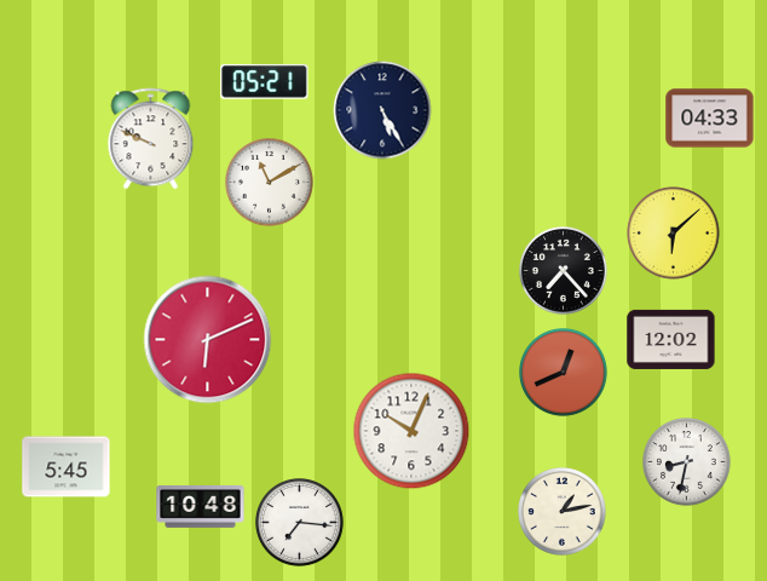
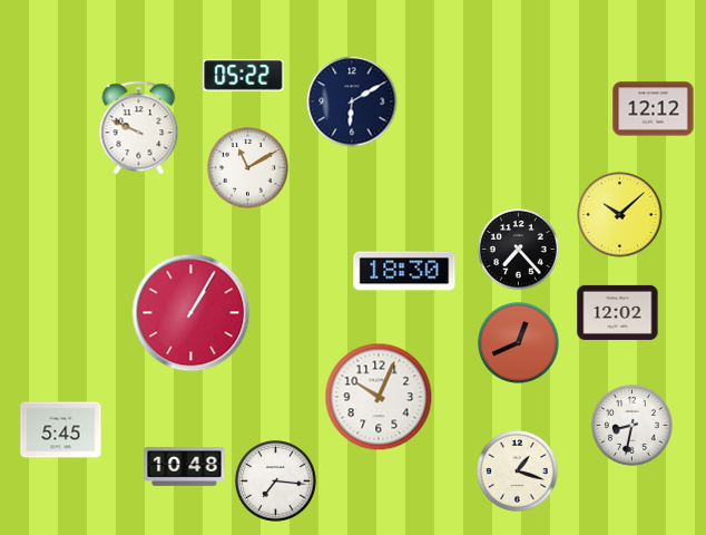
clock at (265, 82): 05:21 -> 05:22
clock at (382, 110): 5:25 -> 6:10
clock at (710, 119): 04:33 -> 12:12
clock at (674, 234): 6:08 -> 10:08
clock at (404, 271): none -> 18:30
clock at (208, 340): 6:11 -> 1:05
clock at (563, 512): 1:13 -> 1:18
